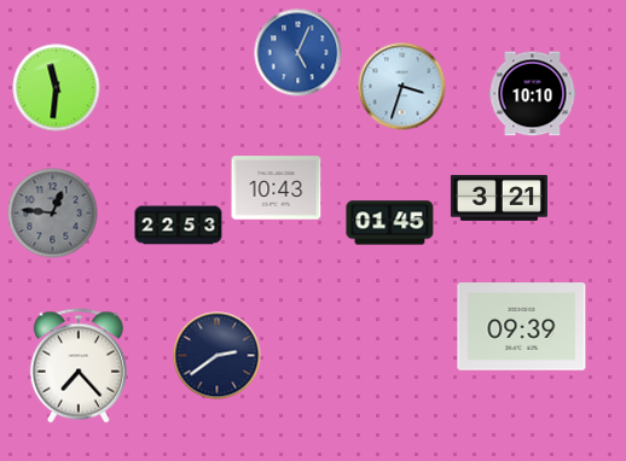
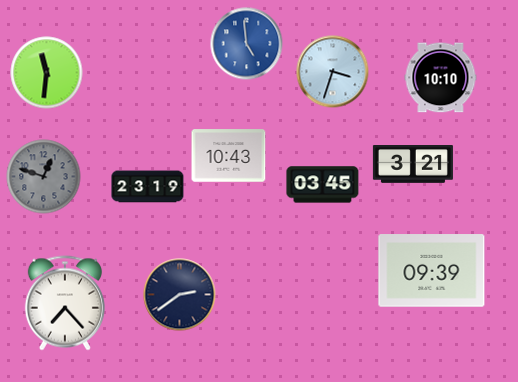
clock at (298, 53): 5:04 -> 4:59
clock at (53, 214): 12:46 -> 12:48
clock at (390, 223): 01:45 -> 03:45
clock at (179, 226): 22:53 -> 23:19
